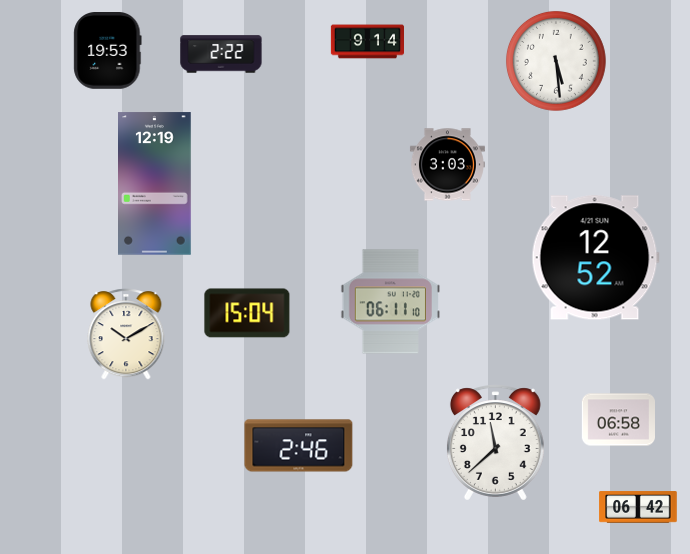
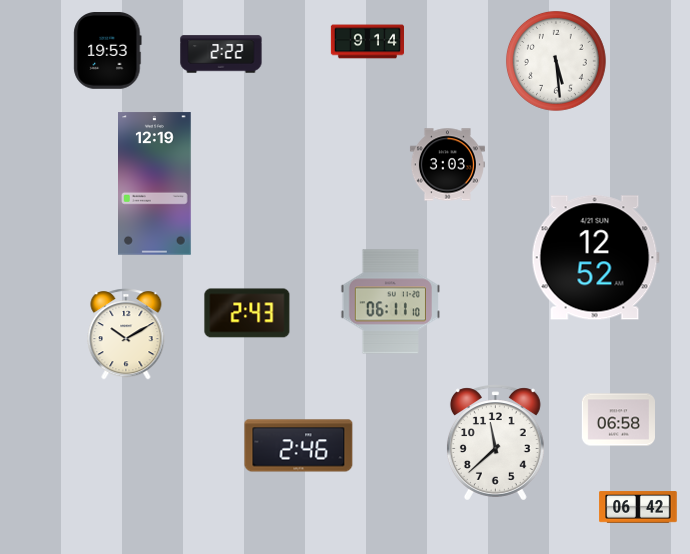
clock at (247, 313): 15:04 -> 2:43
